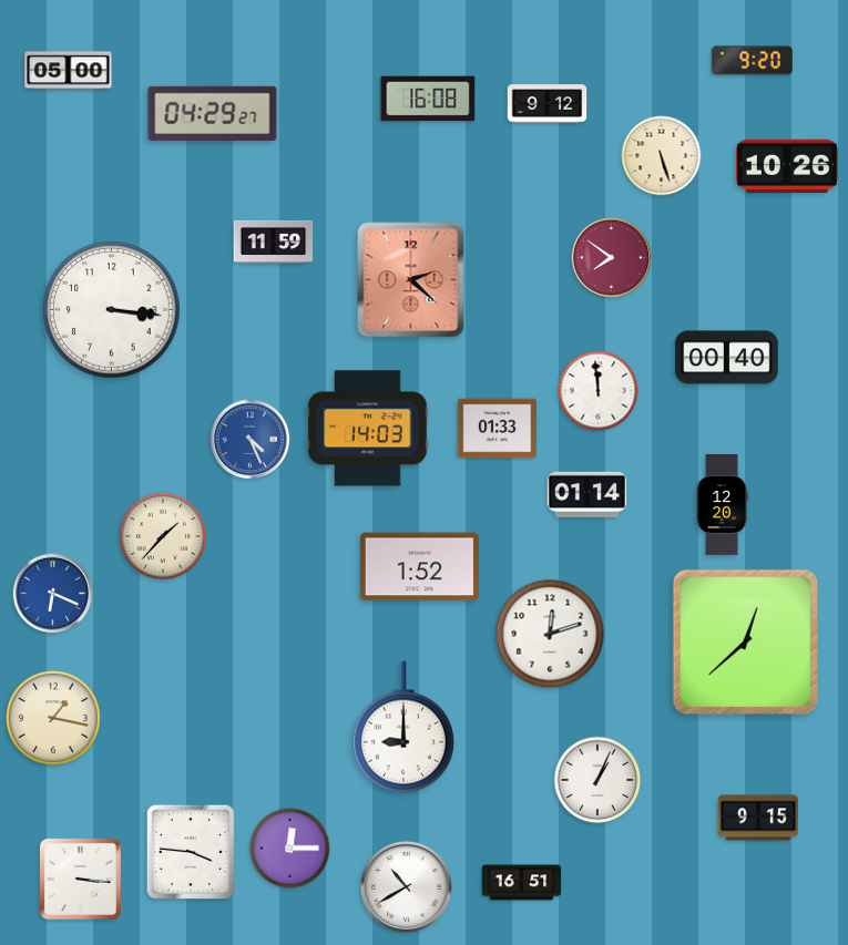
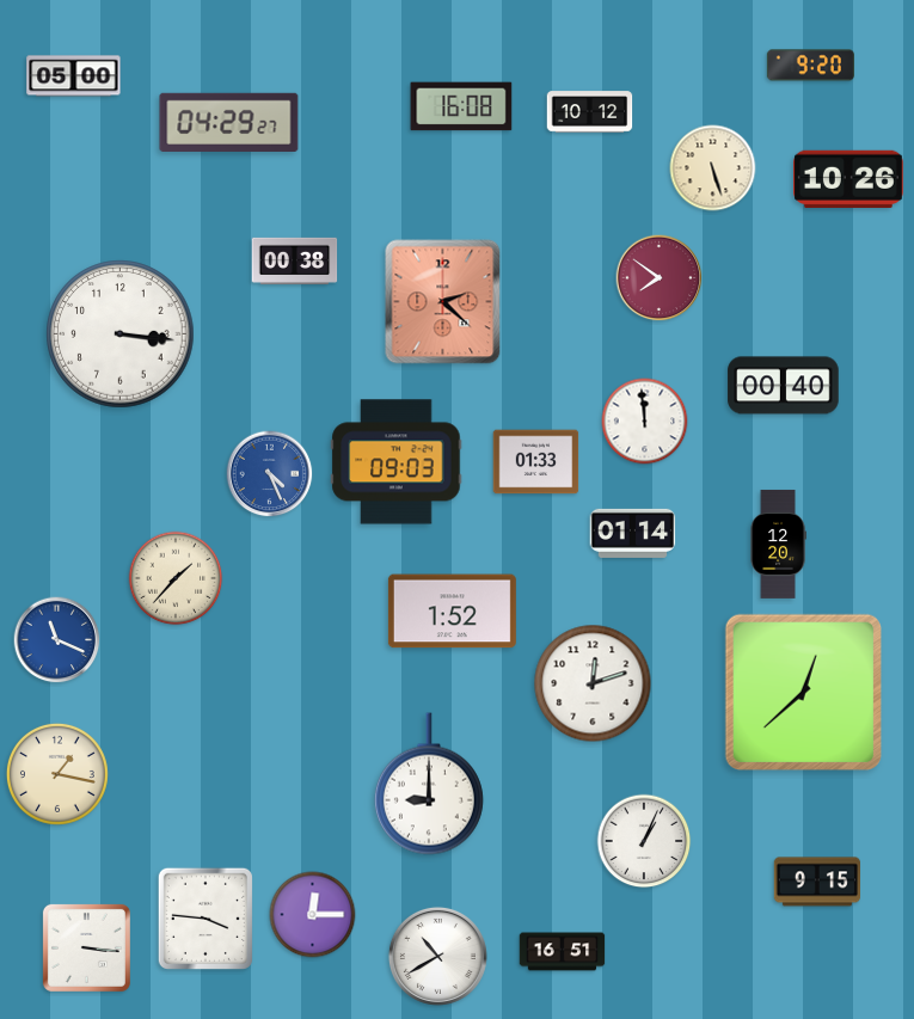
clock at (548, 104): 9:12 -> 10:12
clock at (274, 242): 11:59 -> 00:38
clock at (368, 429): 14:03 -> 09:03
clock at (53, 594): 6:19 -> 11:19
clock at (403, 727) position: (403, 727) -> (429, 784)
